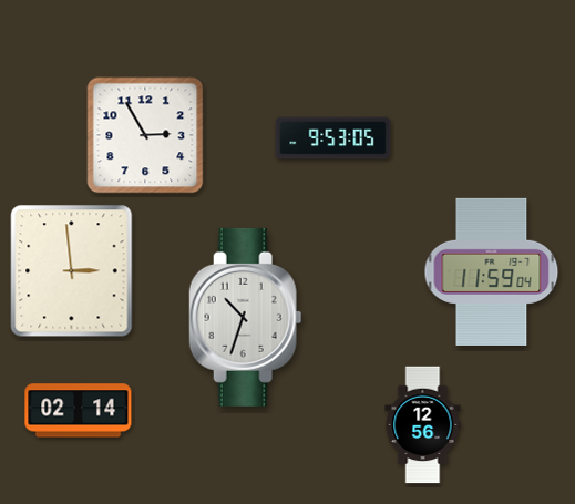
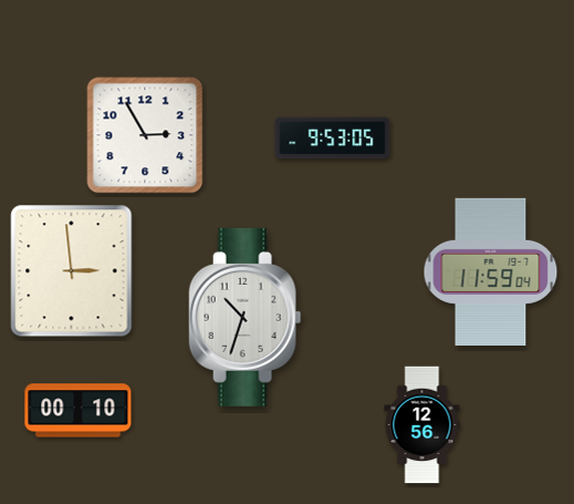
clock at (79, 411): 02:14 -> 00:10
